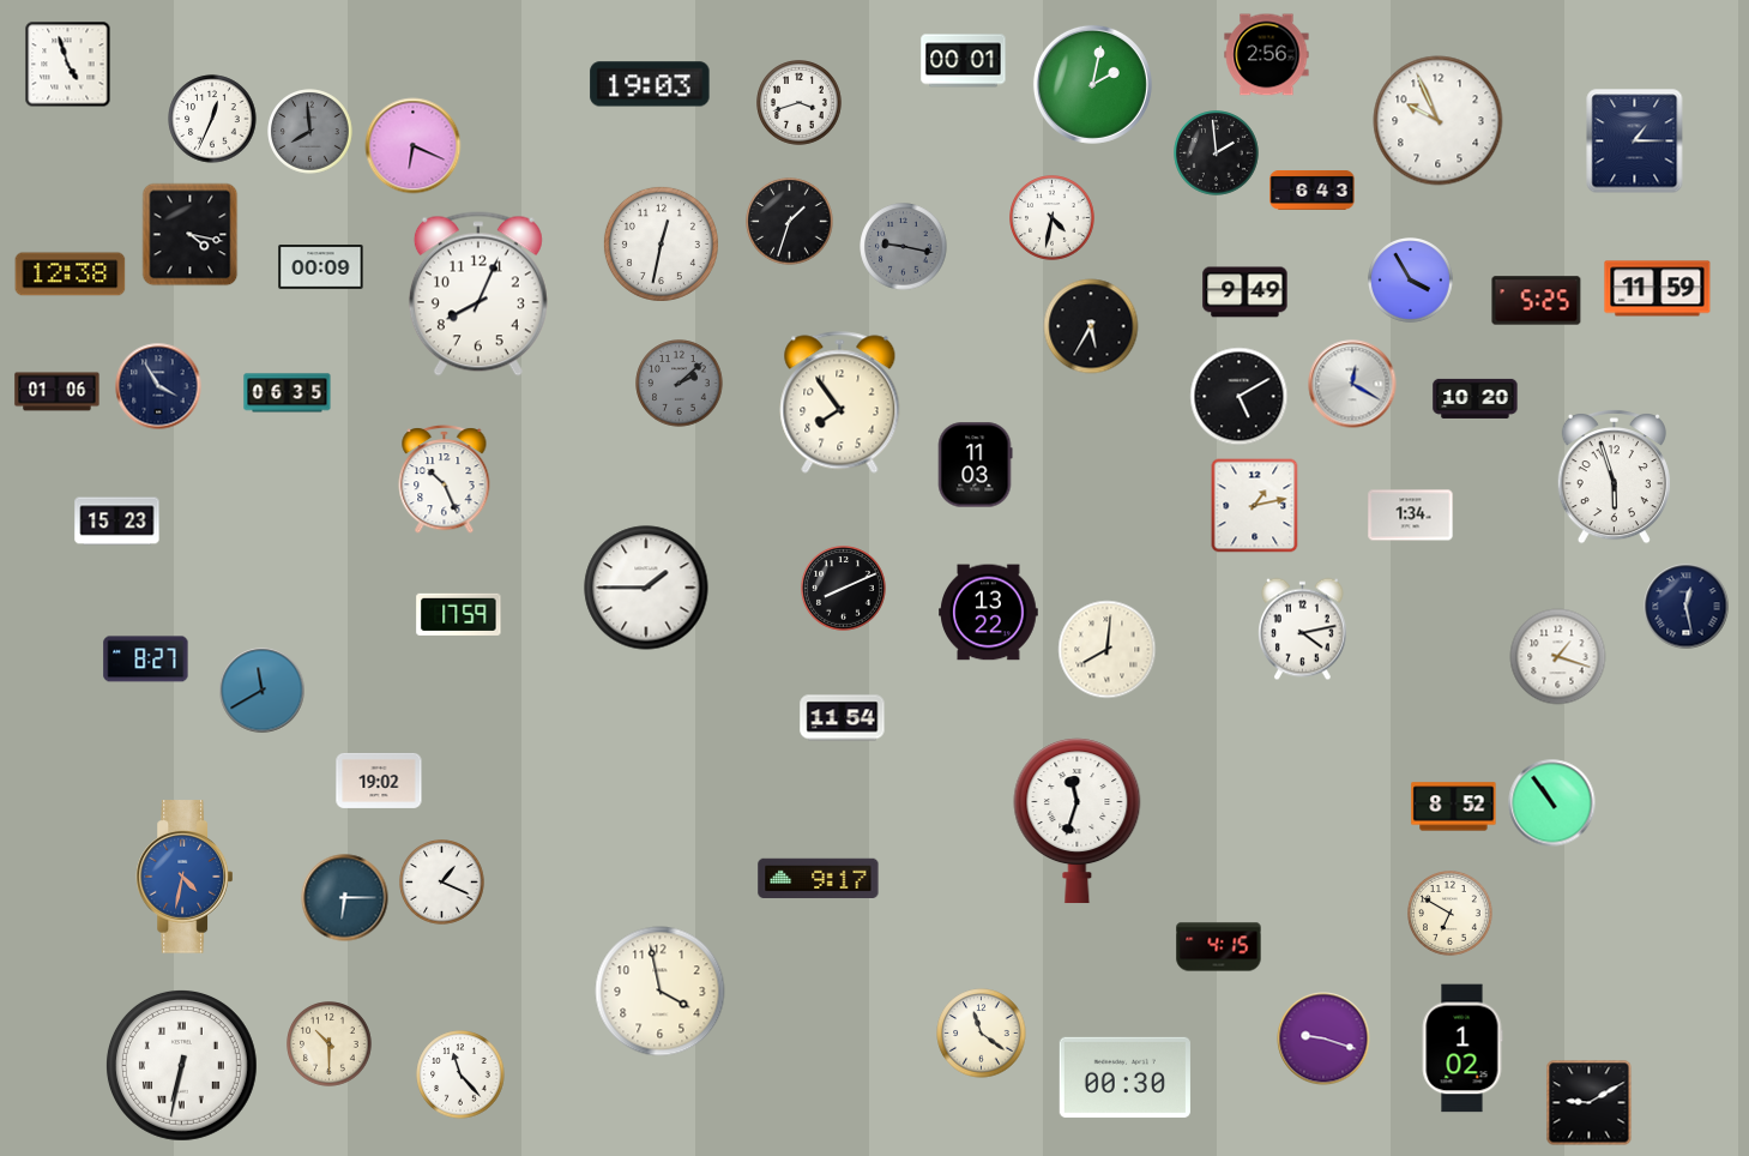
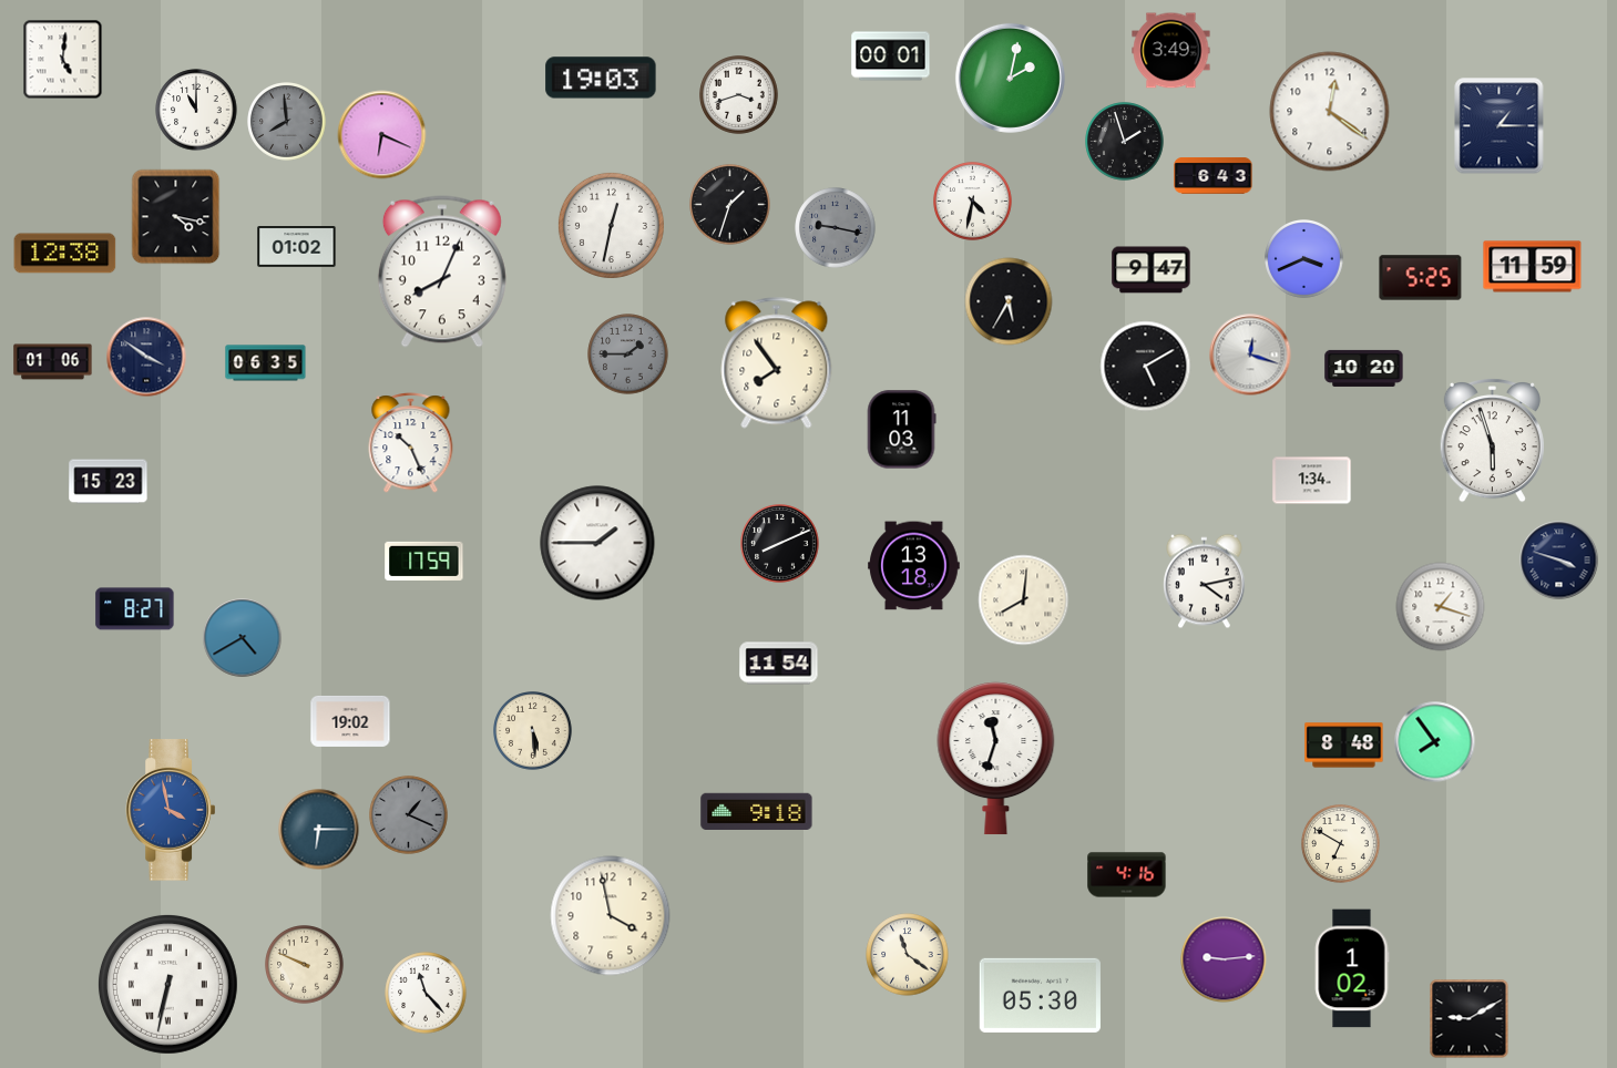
clock at (1267, 55): 2:56 -> 3:49
clock at (68, 65): 4:57 -> 5:01
clock at (212, 119): 12:34 -> 11:00
clock at (1439, 121): 9:56 -> 12:21
clock at (1635, 142) position: (1635, 142) -> (1500, 126)
clock at (1217, 153): 1:59 -> 1:57
clock at (321, 267): 00:09 -> 01:02
clock at (1411, 281): 3:55 -> 3:41
clock at (1246, 293): 9:49 -> 9:47
clock at (680, 384): 2:08 -> 1:45
clock at (1352, 384): 12:20 -> 12:18
clock at (158, 386): 3:55 -> 3:51
clock at (840, 403) position: (840, 403) -> (777, 363)
clock at (1255, 506): 1:13 -> none
clock at (1411, 516) position: (1411, 516) -> (1312, 481)
clock at (1687, 607): 12:28 -> 3:48
clock at (989, 613): 13:22 -> 13:18
clock at (459, 614) position: (459, 614) -> (424, 561)
clock at (263, 691): 11:40 -> 4:40
clock at (533, 731): none -> 5:29
clock at (1552, 803): 10:54 -> 7:54
clock at (1454, 807): 8:52 -> 8:48
clock at (183, 877): 4:32 -> 3:58
clock at (819, 878): 9:17 -> 9:18
clock at (442, 883) dial: white -> grey
clock at (1219, 947): 4:15 -> 4:16
clock at (1323, 1038): 9:18 -> 9:14
clock at (330, 1044): 10:30 -> 9:49
clock at (1124, 1077): 00:30 -> 05:30
